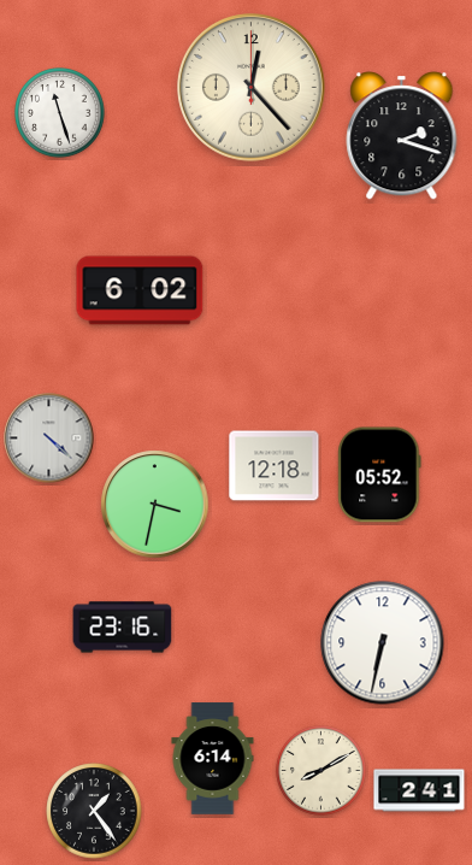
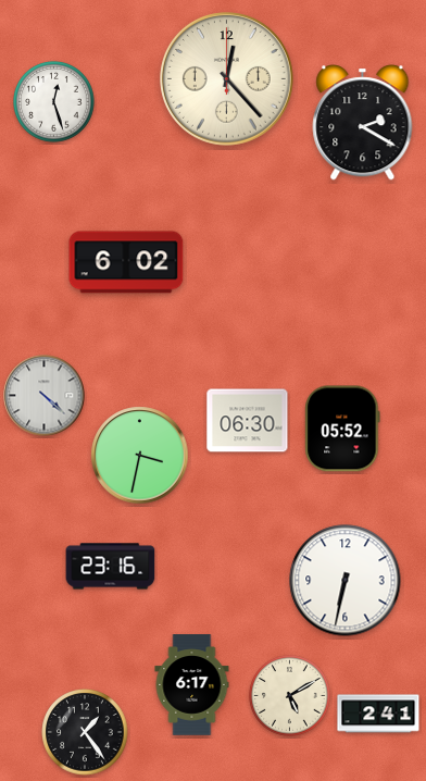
clock at (60, 113): 11:27 -> 12:27
clock at (402, 136): 2:18 -> 2:20
clock at (275, 466): 12:18 -> 06:30
clock at (213, 759): 6:14 -> 6:17
clock at (321, 771): 8:10 -> 5:10
